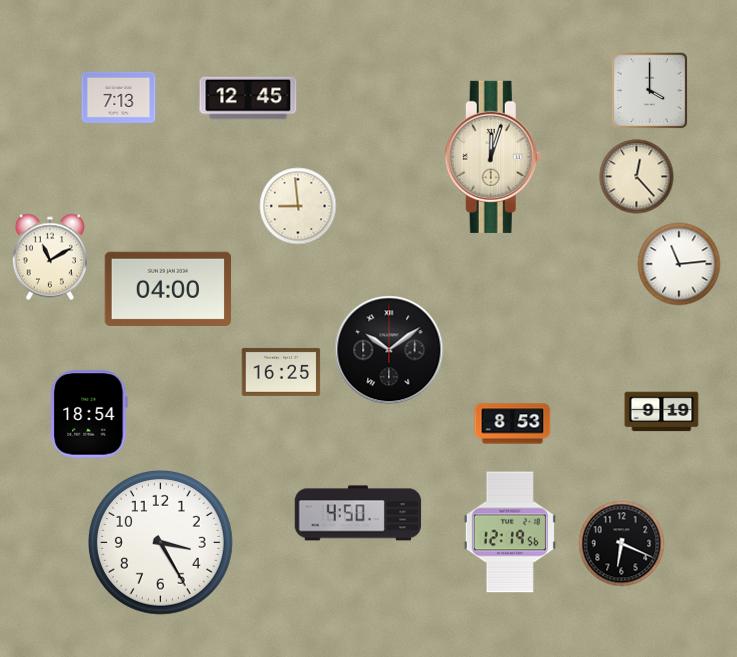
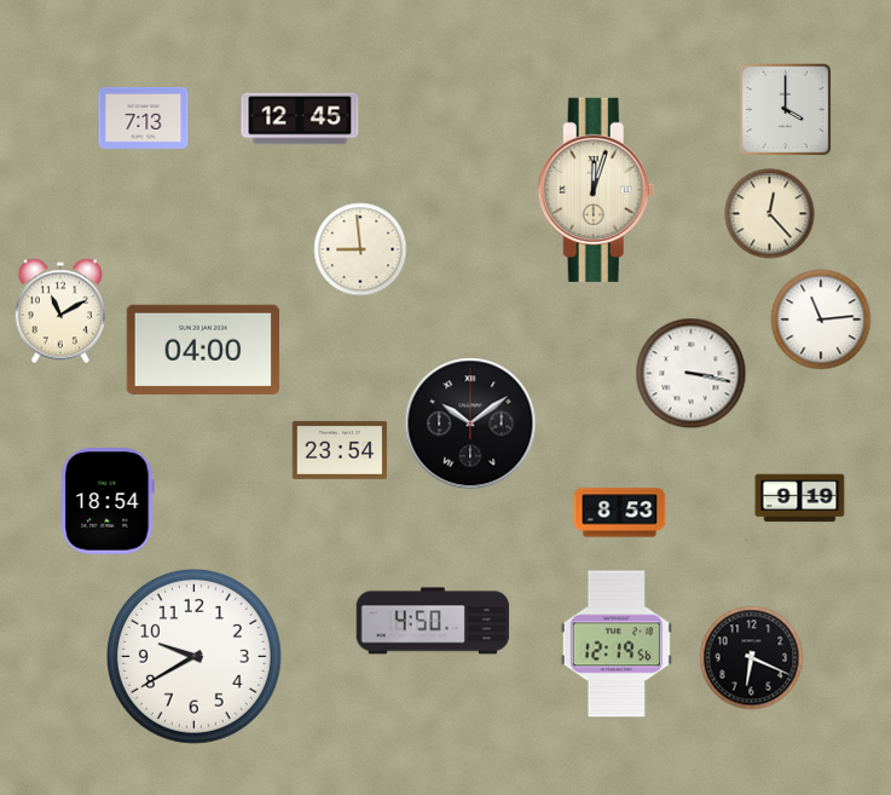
clock at (692, 374): none -> 3:17
clock at (281, 372): 16:25 -> 23:54
clock at (160, 542): 3:25 -> 9:40
